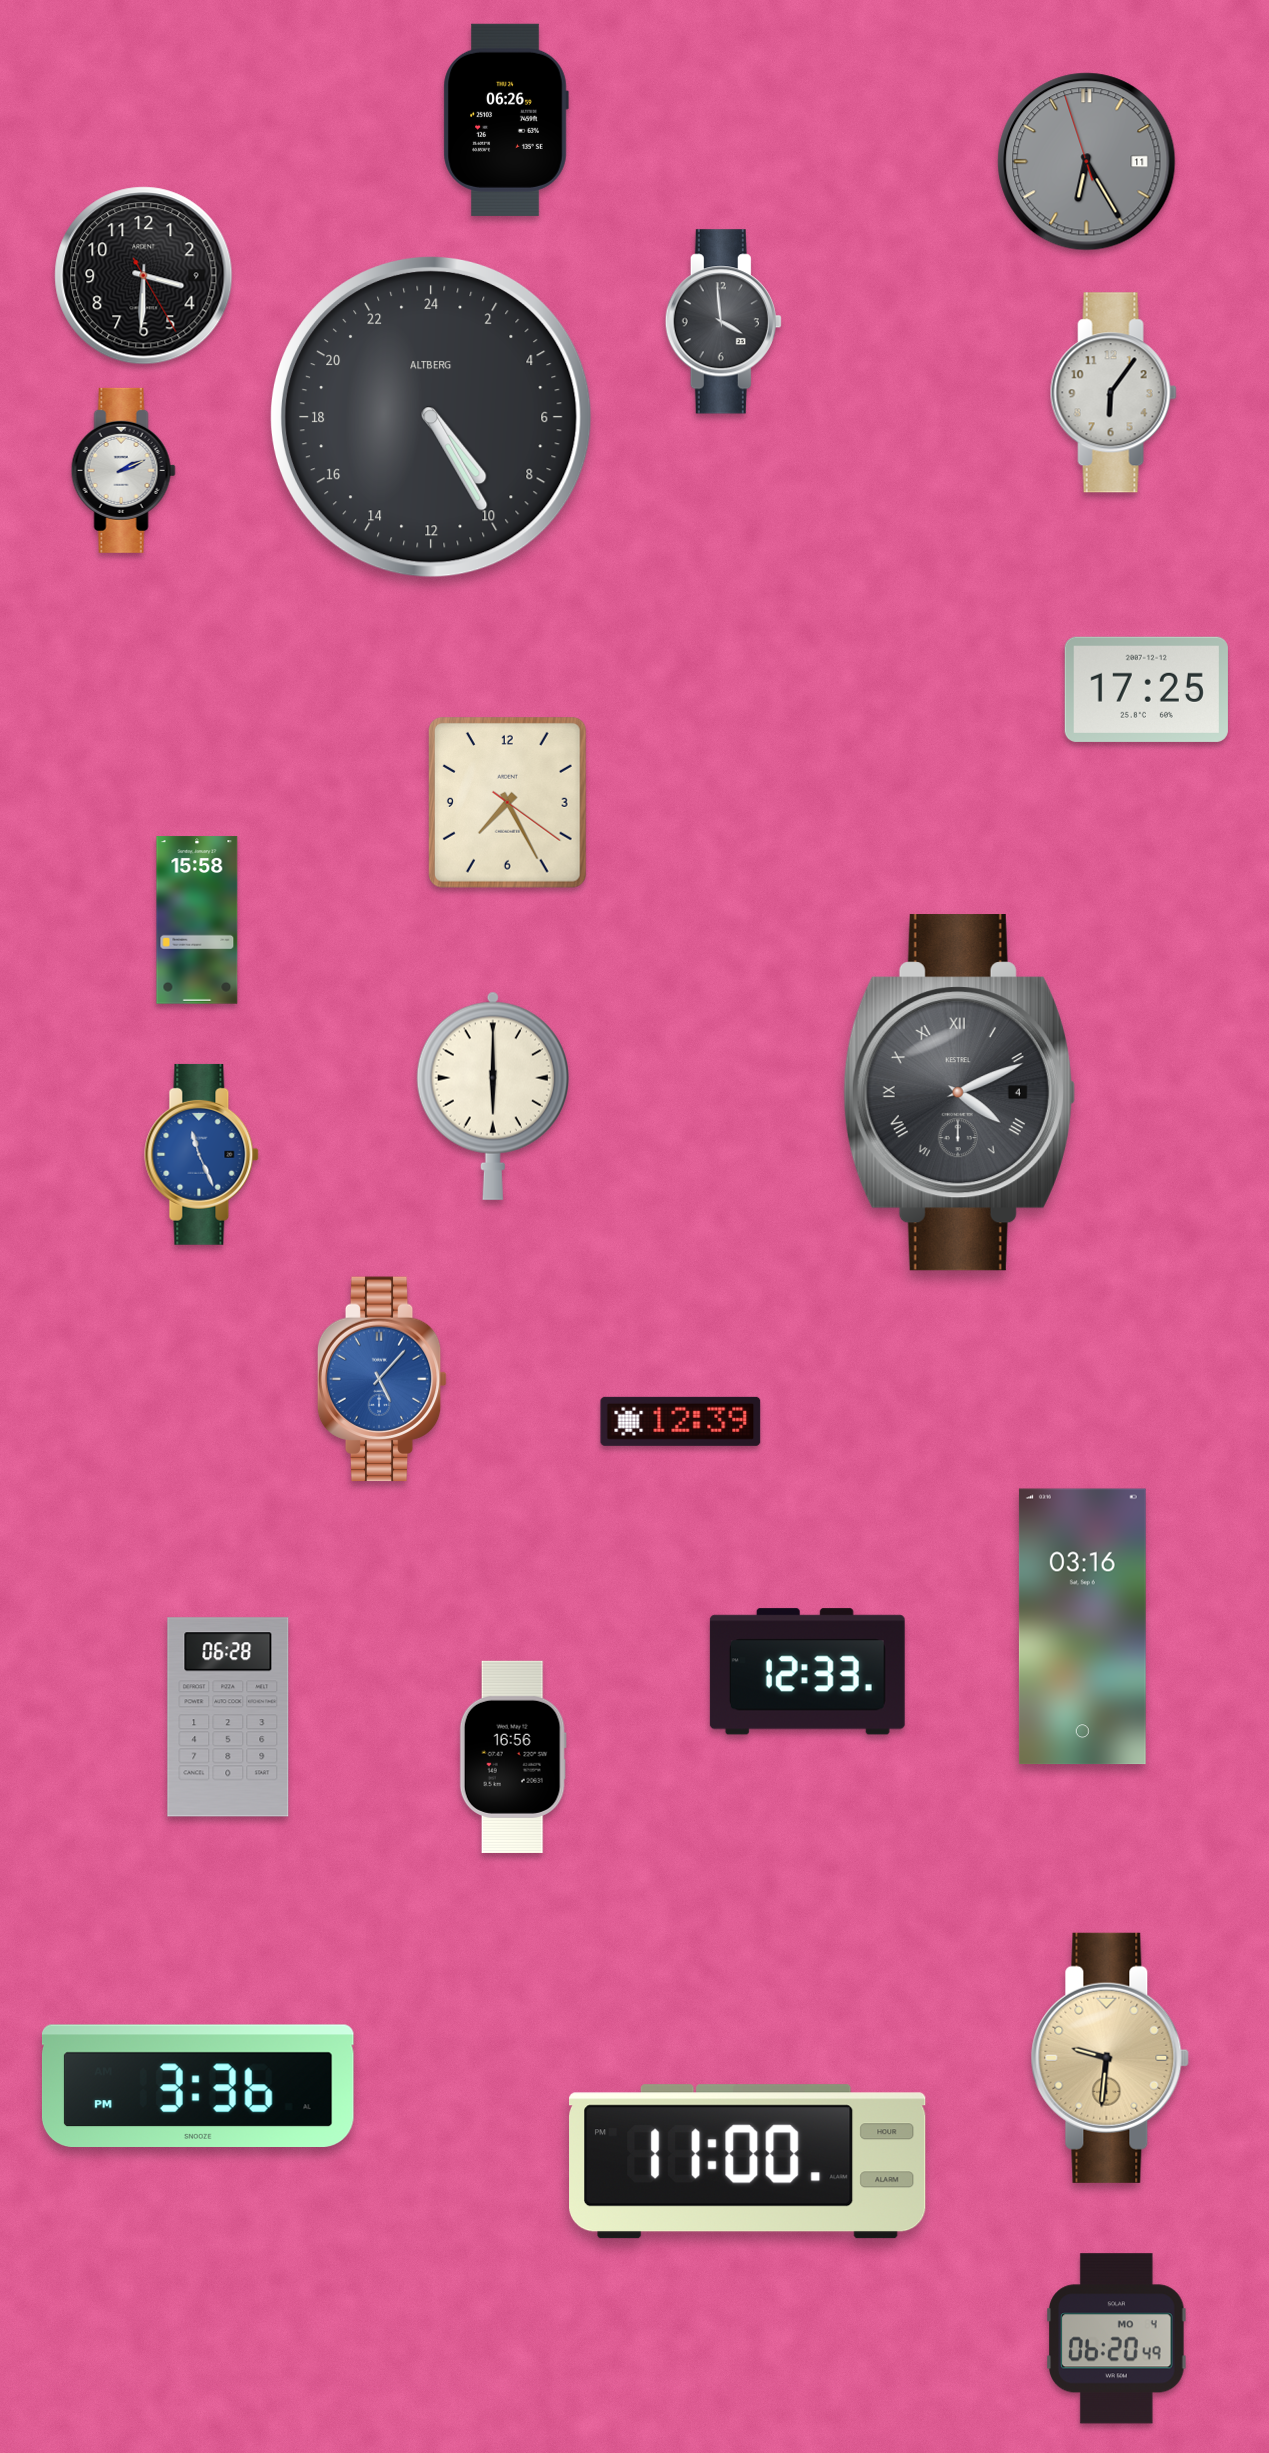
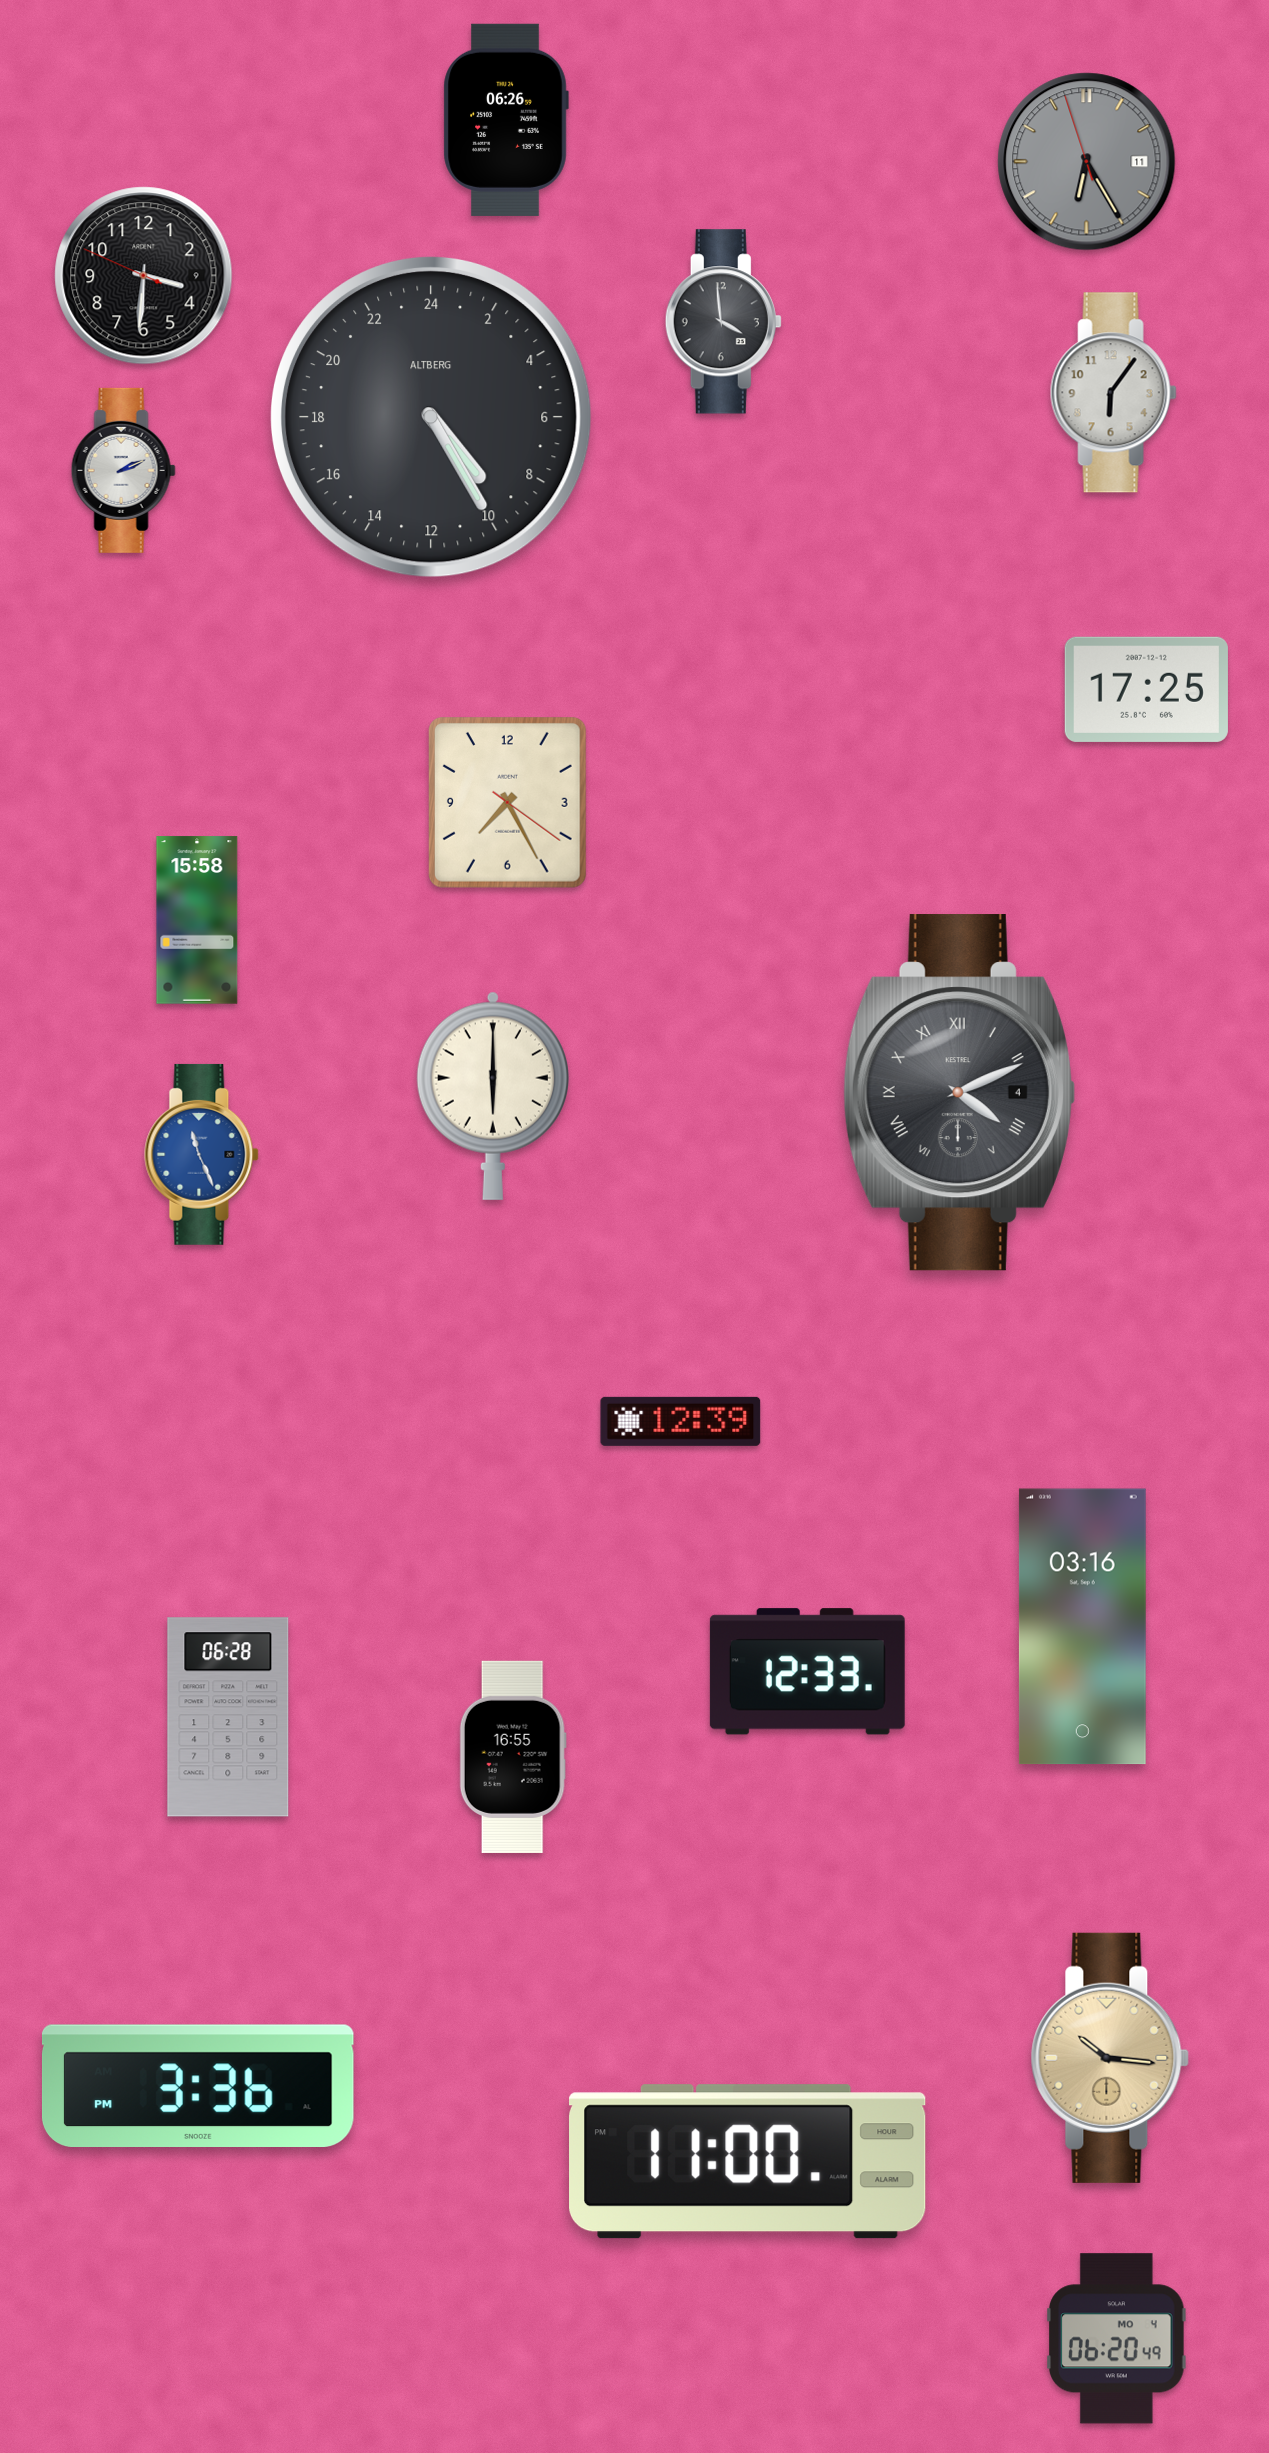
clock at (144, 276): 3:30:25 -> 3:30:49
clock at (382, 1379): 5:07 -> none
clock at (513, 1757): 16:56 -> 16:55
clock at (1110, 2058): 9:31 -> 10:16
